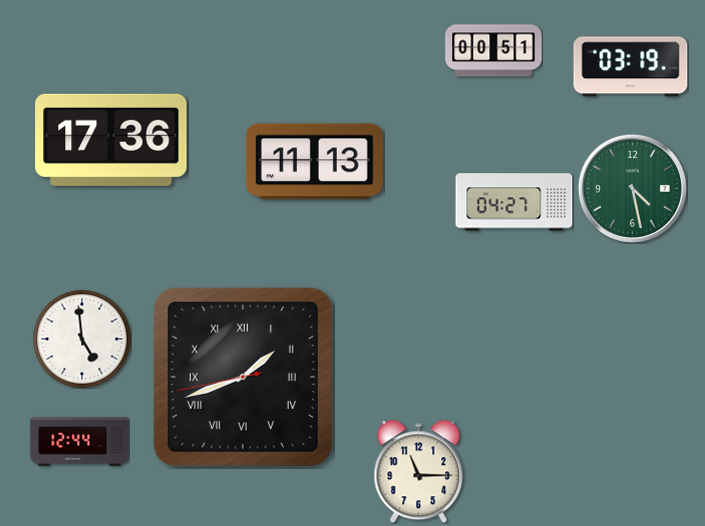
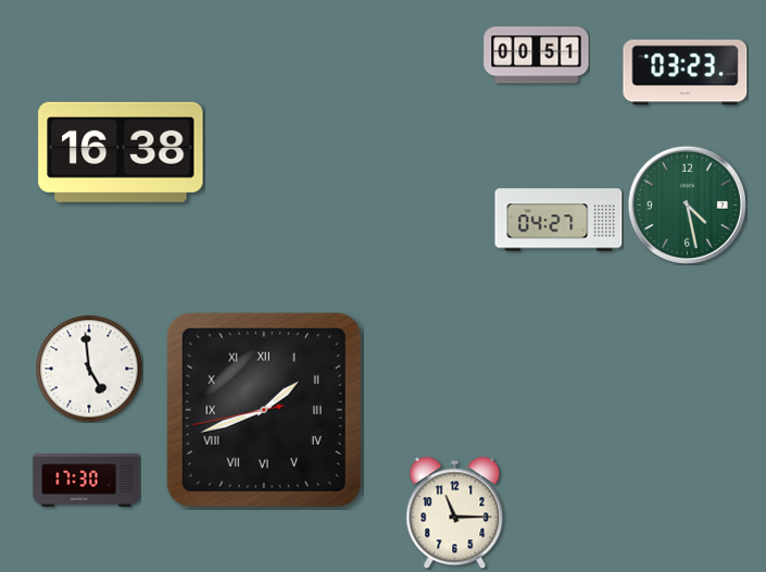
clock at (631, 67): 03:19 -> 03:23
clock at (111, 140): 17:36 -> 16:38
clock at (314, 162): 11:13 -> none
clock at (80, 442): 12:44 -> 17:30
